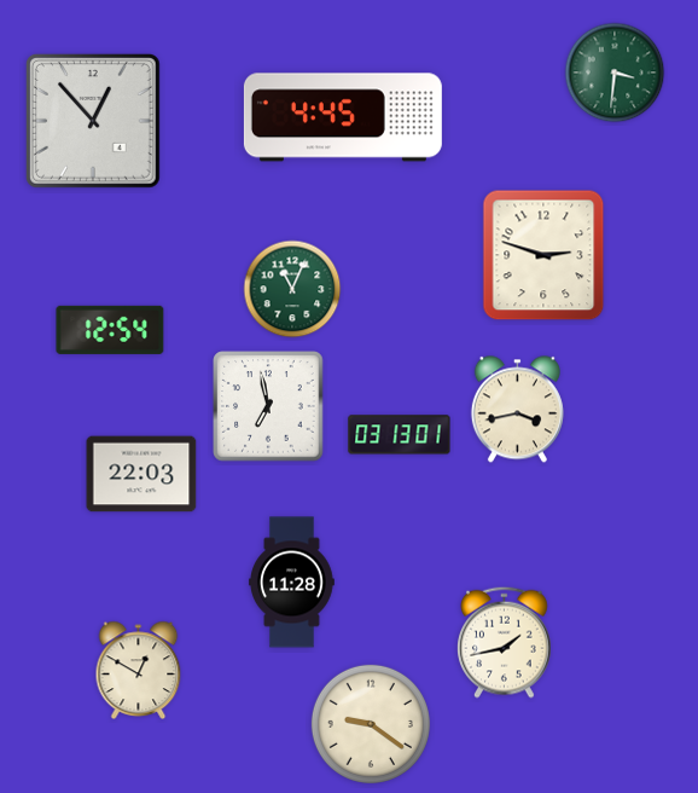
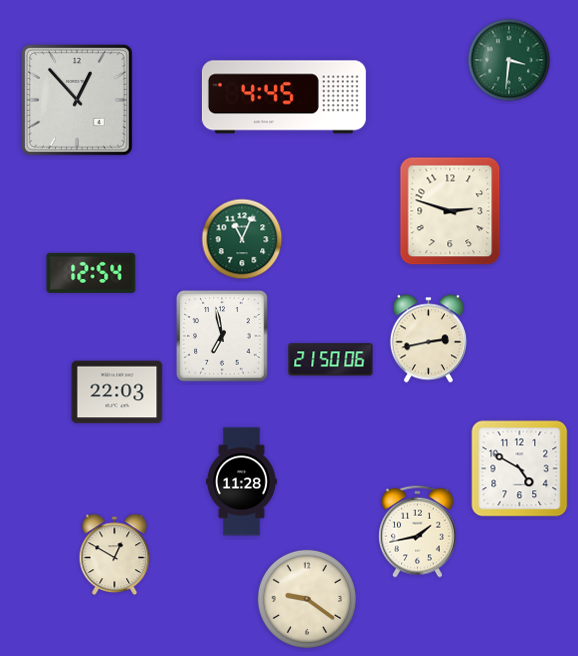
clock at (517, 410): 3:43 -> 2:43
clock at (400, 435): 03:13 -> 21:50
clock at (520, 469): none -> 4:50
